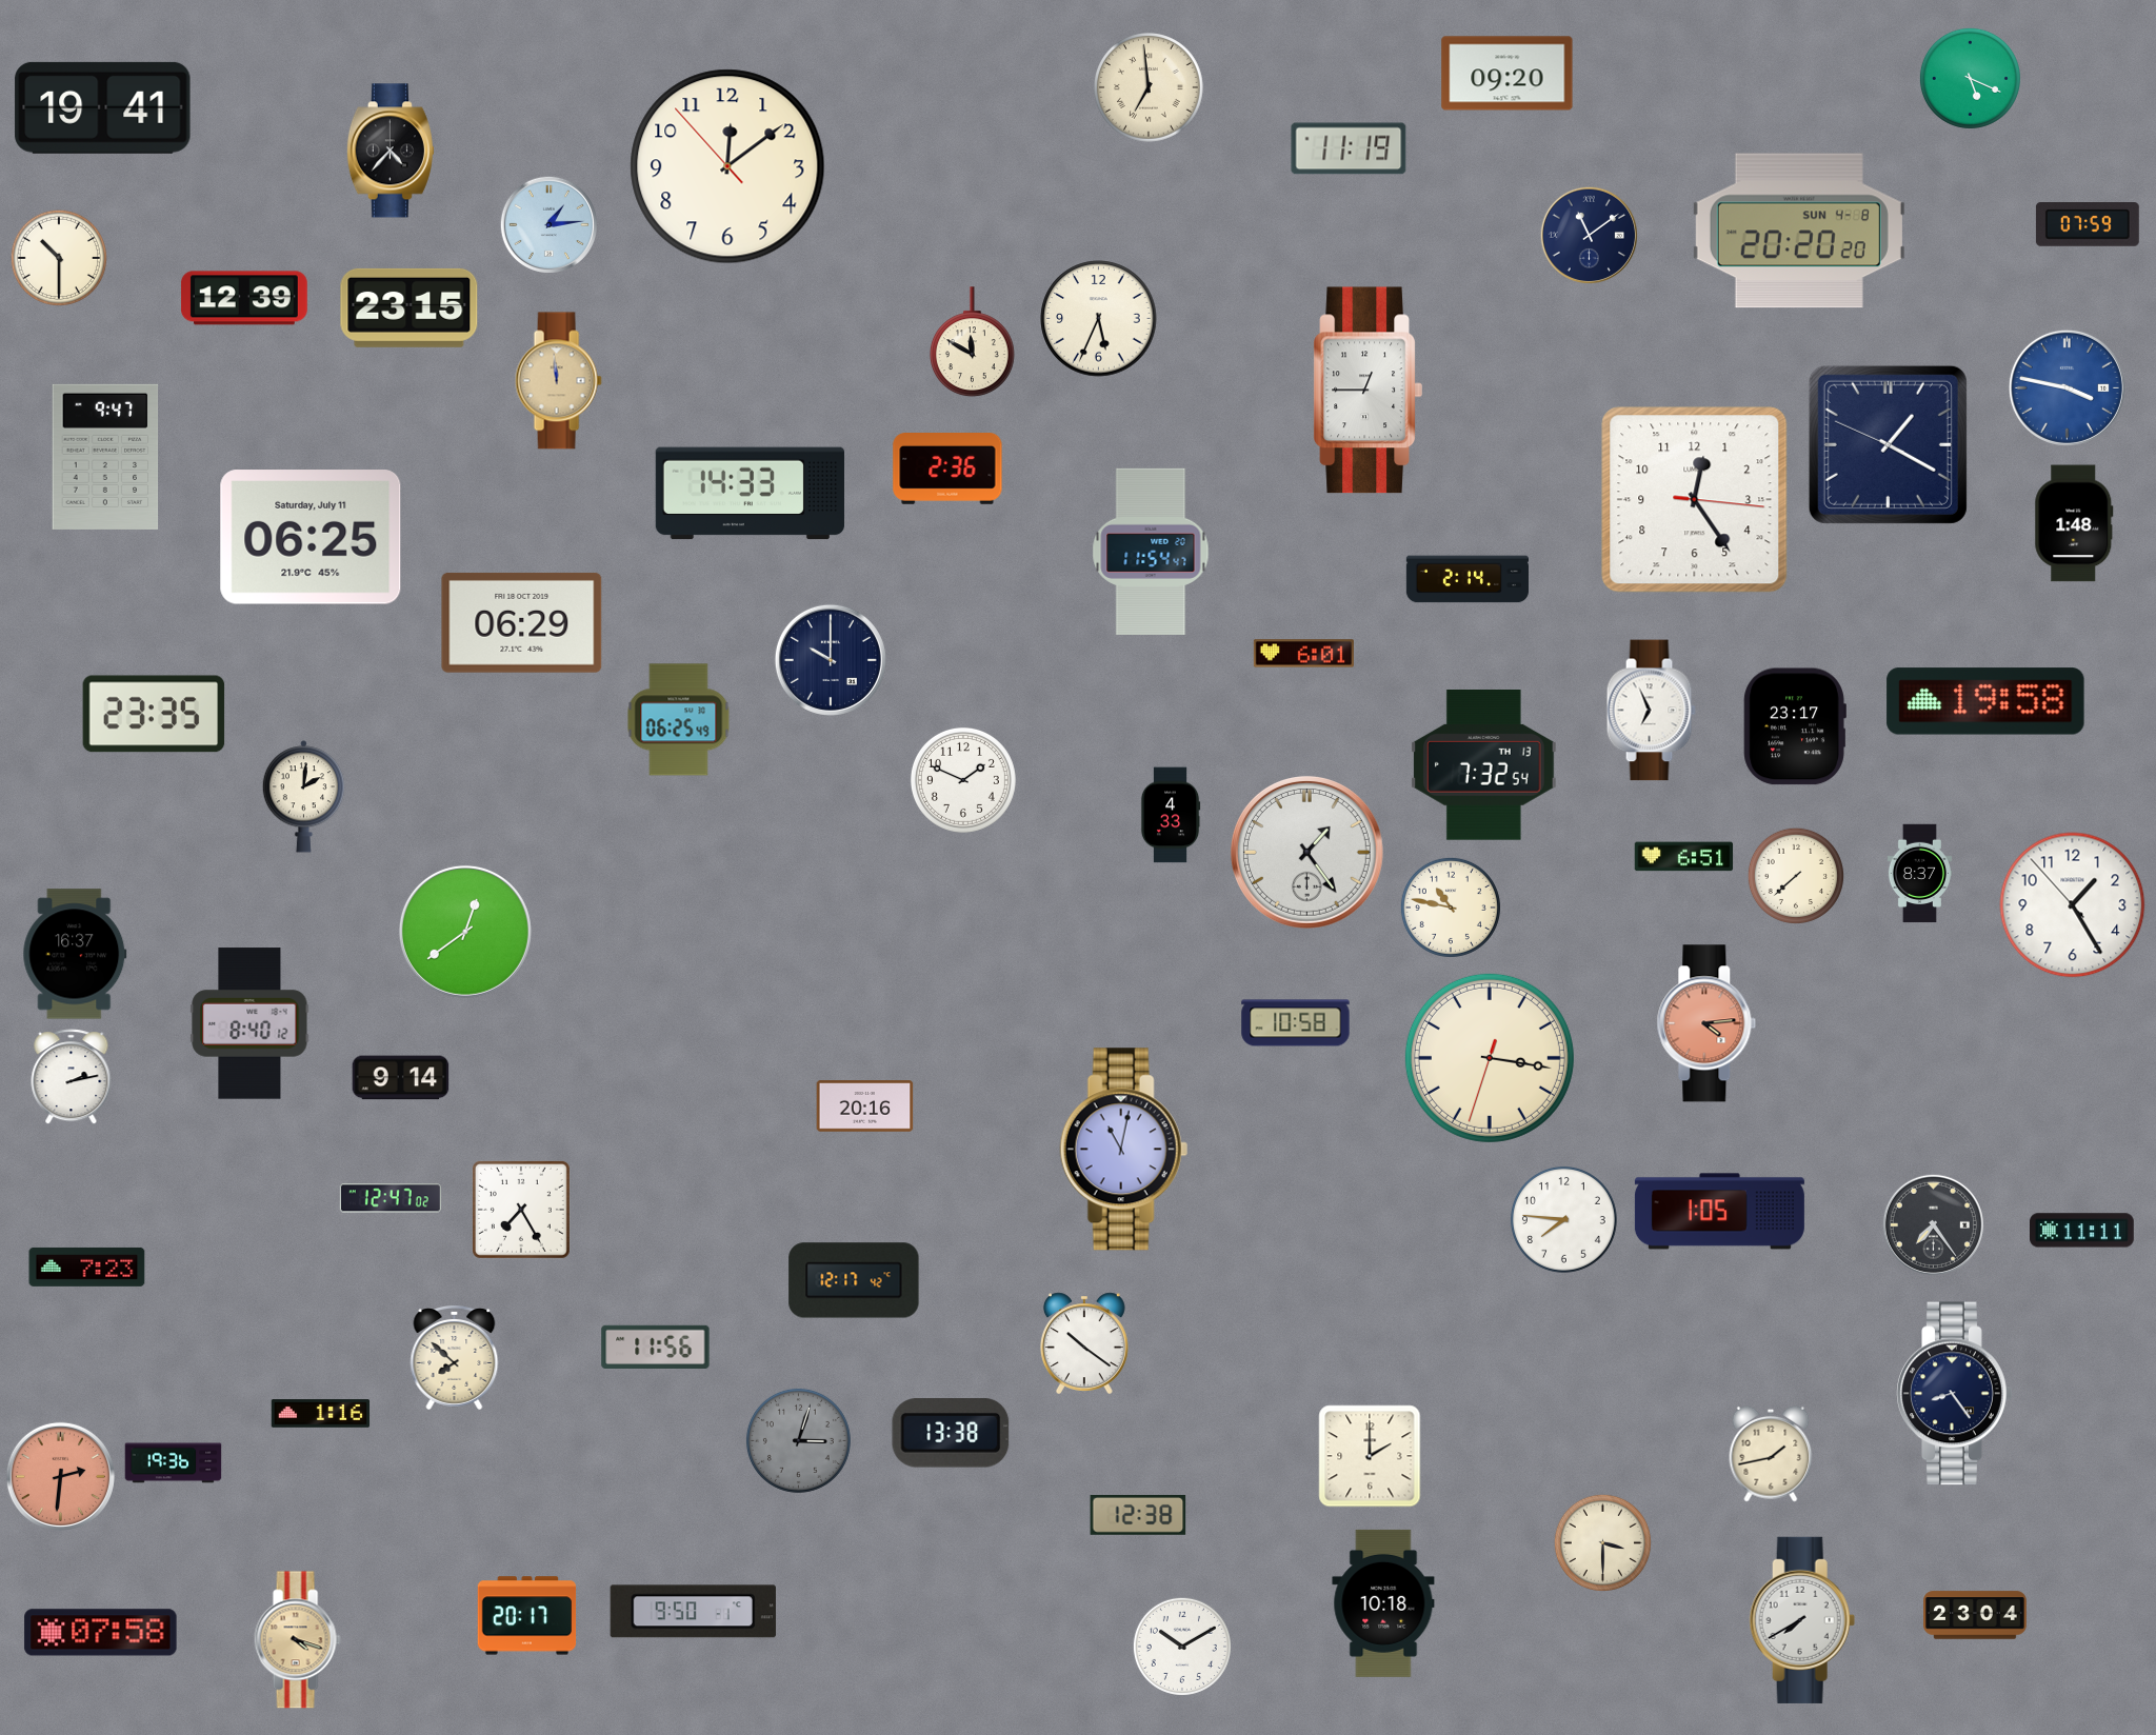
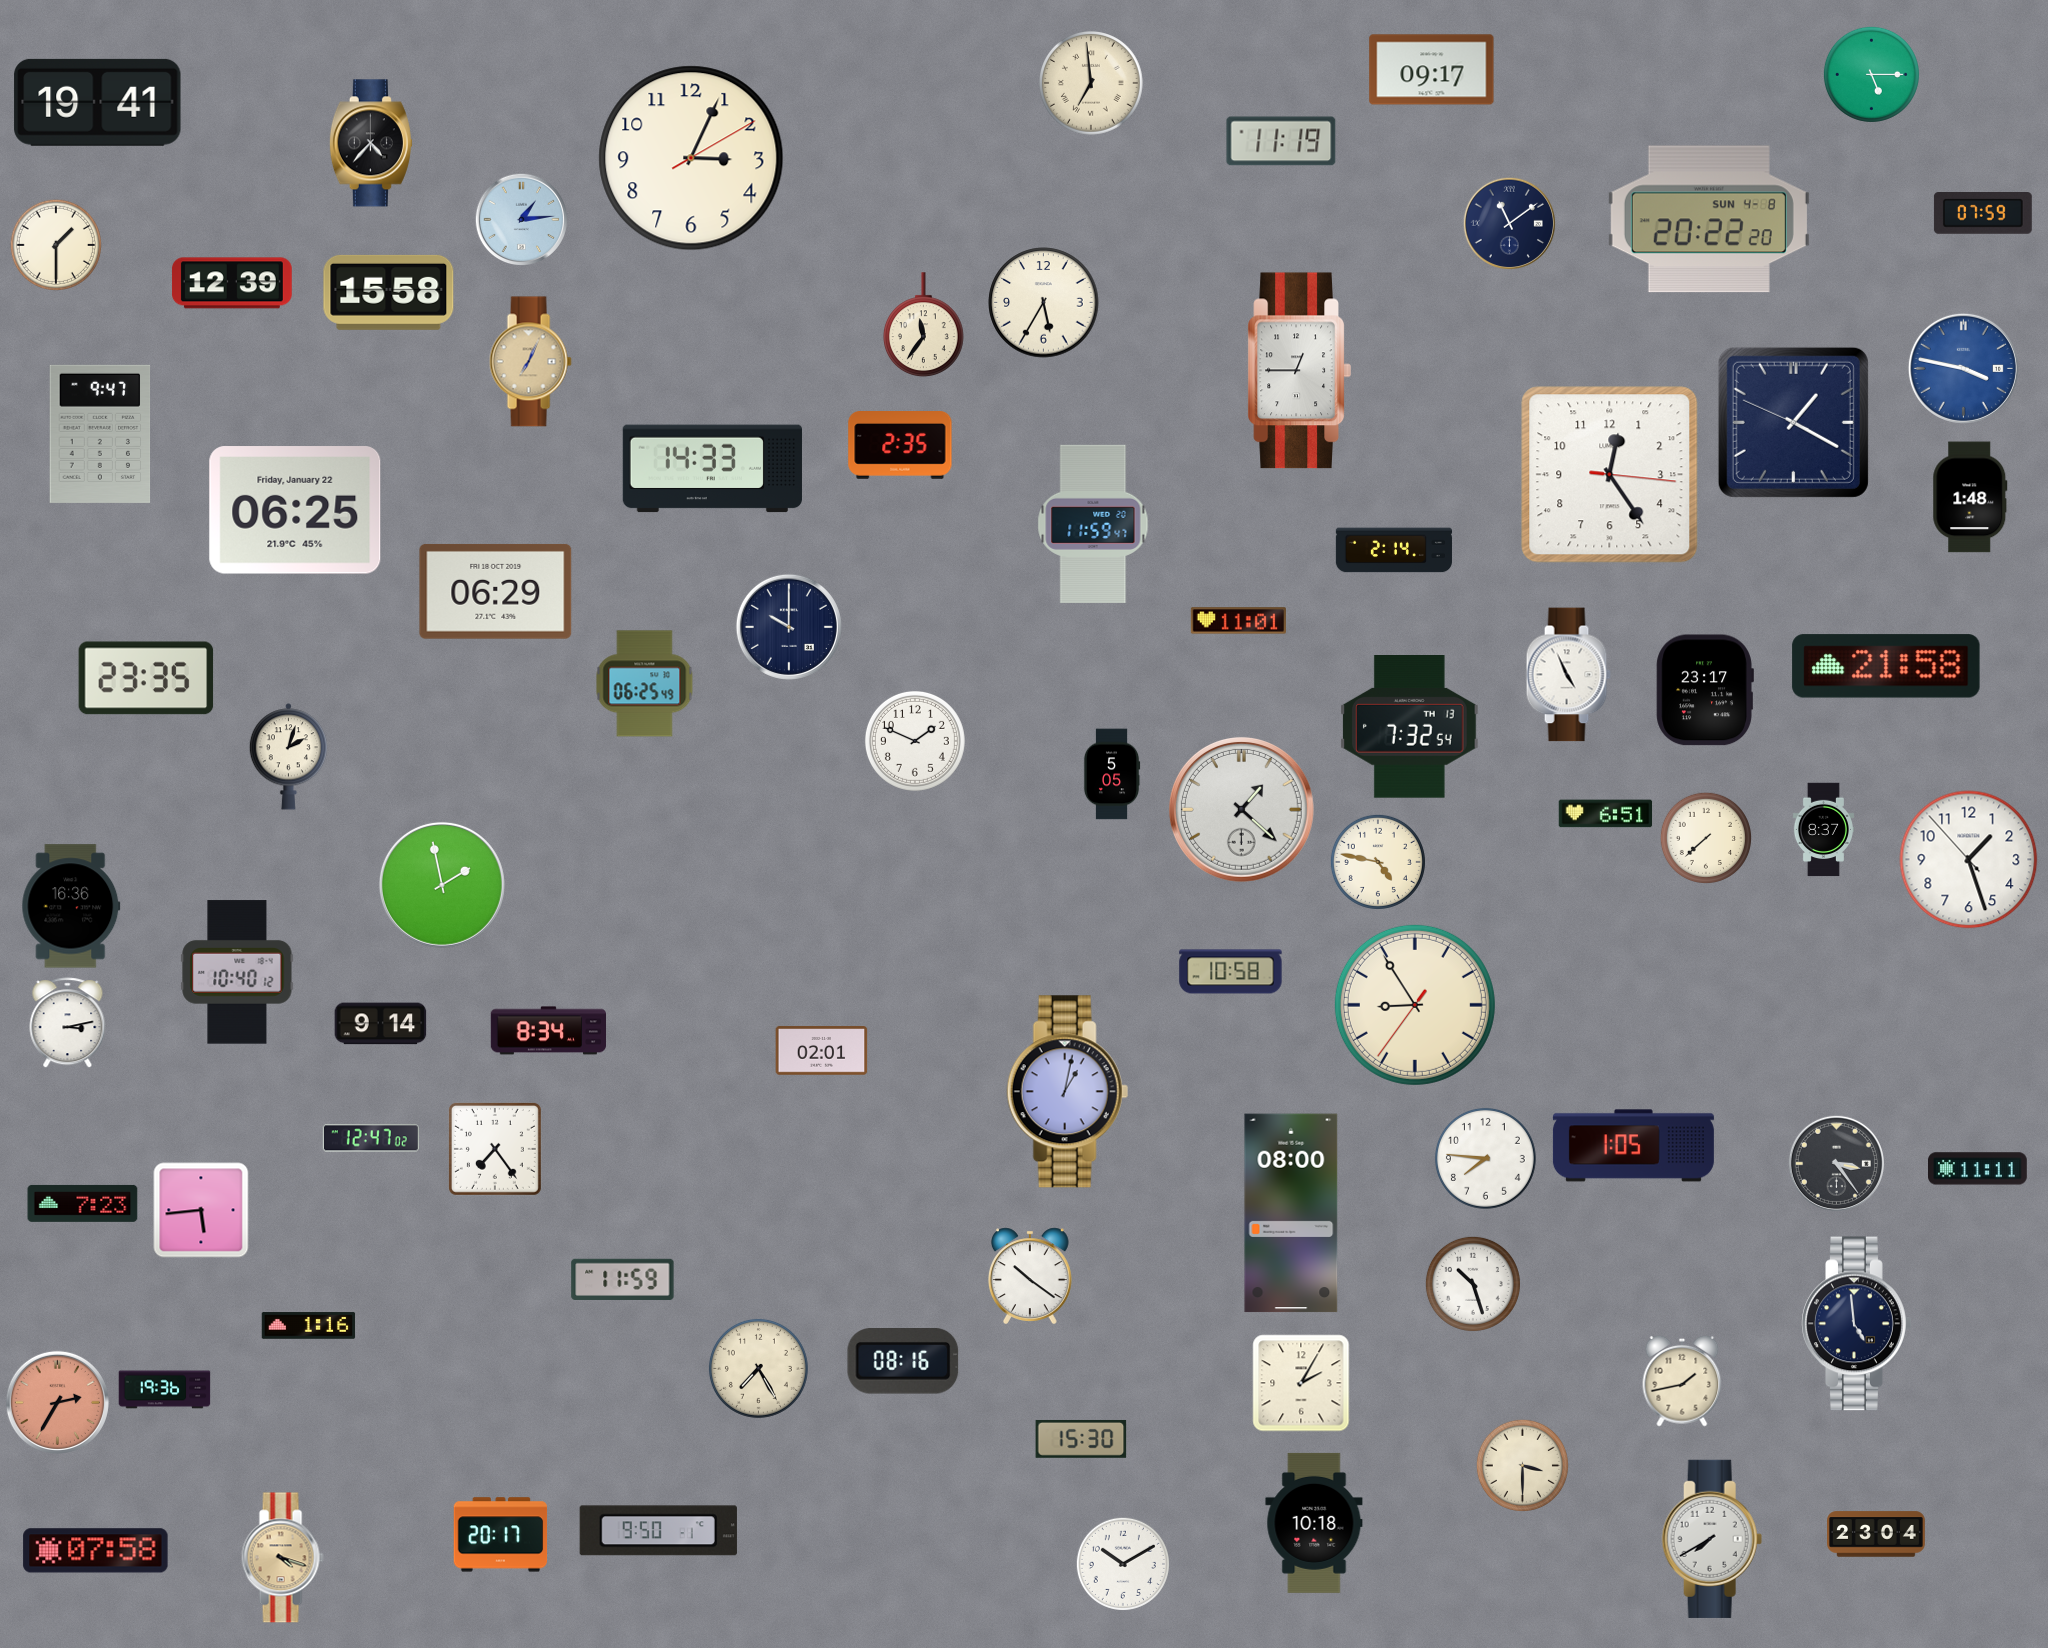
clock at (1508, 74): 09:20 -> 09:17
clock at (1970, 78): 5:19 -> 5:15
clock at (727, 166): 12:08 -> 3:04
clock at (548, 224) position: (548, 224) -> (521, 219)
clock at (1799, 231): 20:20 -> 20:22
clock at (58, 257): 10:30 -> 1:30
clock at (410, 307): 23:15 -> 15:58
clock at (1099, 319): 5:34 -> 5:35
clock at (973, 342): 11:50 -> 11:36
clock at (558, 381): 11:59 -> 7:04
clock at (947, 470): 2:36 -> 2:35
clock at (311, 537) date: Saturday, July 11 -> Friday, January 22
clock at (1151, 552): 11:54 -> 11:59
clock at (1303, 654): 6:01 -> 11:01
clock at (1985, 701): 19:58 -> 21:58
clock at (1651, 711): 6:56 -> 4:56
clock at (304, 797): 2:01 -> 2:03
clock at (1171, 815): 4:33 -> 5:05
clock at (1306, 852): 1:24 -> 1:22
clock at (1684, 857) position: (1684, 857) -> (1606, 814)
clock at (1795, 875) position: (1795, 875) -> (1705, 837)
clock at (2073, 905): 1:24 -> 1:26
clock at (1451, 908): 10:47 -> 4:47
clock at (465, 932): 12:39 -> 1:58
clock at (75, 954): 16:37 -> 16:36
clock at (249, 1023): 8:40 -> 10:40
clock at (1706, 1023): 4:14 -> none
clock at (1490, 1058): 3:16 -> 8:54
clock at (72, 1077): 2:13 -> 3:13
clock at (549, 1031): none -> 8:34
clock at (865, 1106): 20:16 -> 02:01
clock at (1123, 1150): 11:02 -> 1:02
clock at (521, 1210): 7:25 -> 7:24
clock at (1719, 1212) position: (1719, 1212) -> (1633, 1146)
clock at (1933, 1224): 7:24 -> 3:24
clock at (201, 1210): none -> 5:44
clock at (1291, 1213): none -> 08:00
clock at (854, 1280): 12:17 -> none
clock at (656, 1347): 11:56 -> 11:59
clock at (1473, 1284): none -> 10:27
clock at (455, 1358): 7:52 -> none
clock at (1955, 1394): 8:24 -> 4:59
clock at (321, 1414) position: (321, 1414) -> (309, 1326)
clock at (951, 1433): 13:38 -> 08:16
clock at (798, 1440): 3:03 -> 7:25
clock at (798, 1440) dial: grey -> cream
clock at (1370, 1456): 2:00 -> 2:05
clock at (60, 1476): 2:31 -> 2:35
clock at (1138, 1515): 12:38 -> 15:30
